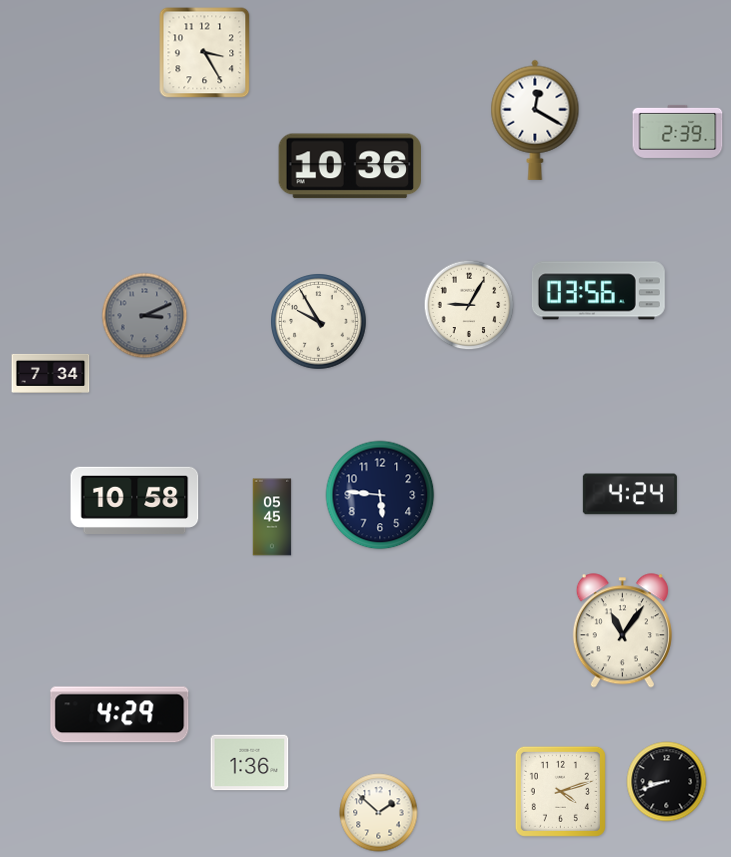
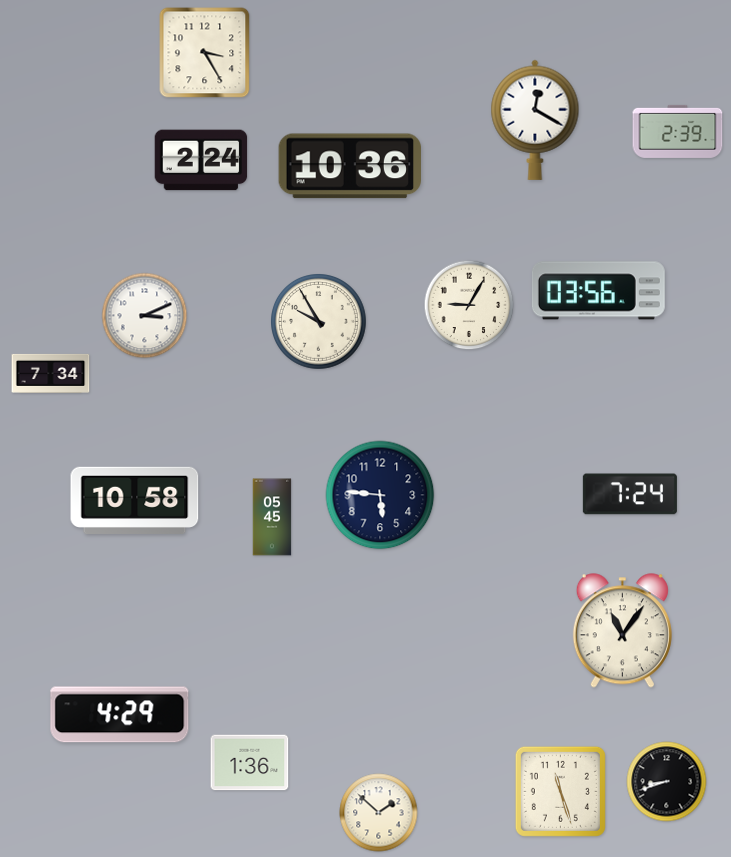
clock at (201, 160): none -> 2:24
clock at (145, 316) dial: grey -> white
clock at (630, 494): 4:24 -> 7:24
clock at (560, 791): 4:12 -> 11:27
